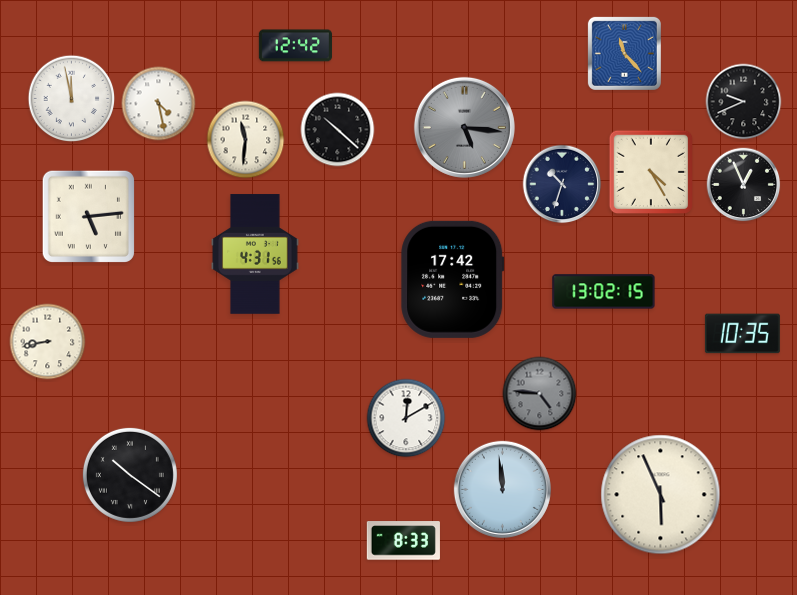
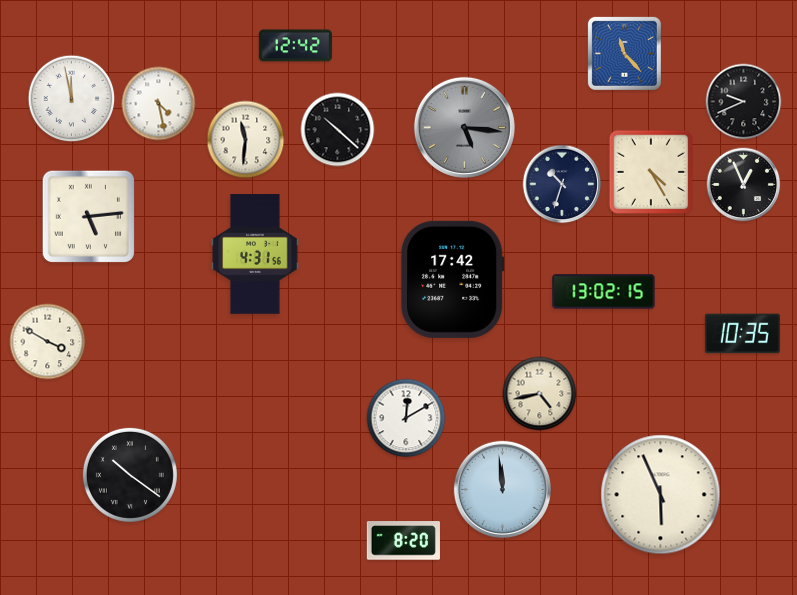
clock at (48, 342): 8:43 -> 3:50
clock at (540, 394): 4:46 -> 4:43
clock at (540, 394) dial: grey -> cream
clock at (403, 541): 8:33 -> 8:20
